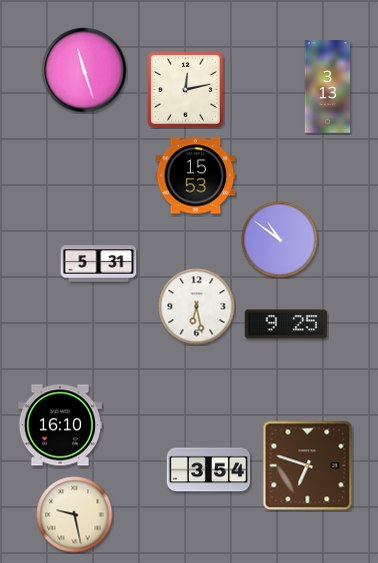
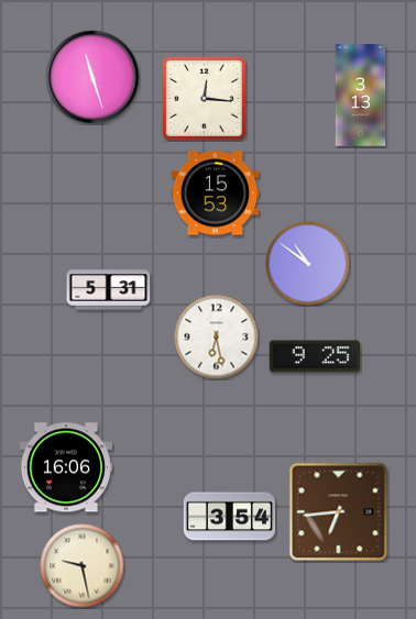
clock at (185, 89): 12:13 -> 12:16
clock at (60, 425): 16:10 -> 16:06
clock at (308, 466): 6:48 -> 6:44
